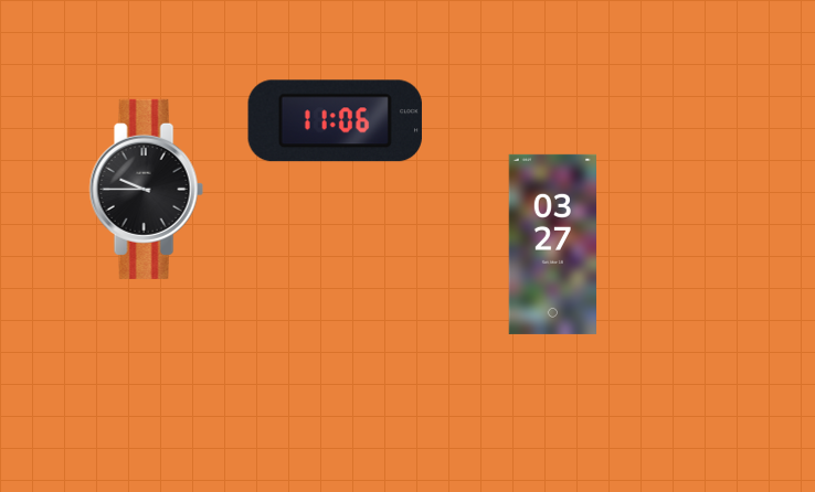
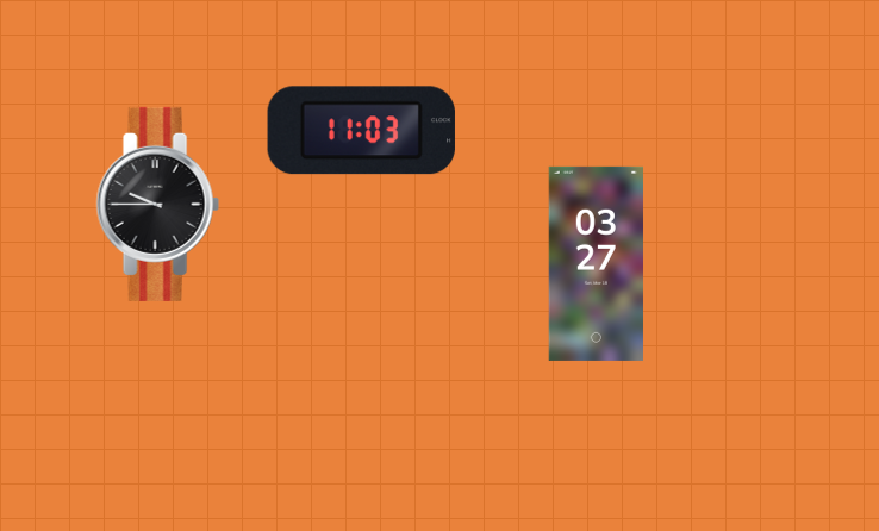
clock at (335, 121): 11:06 -> 11:03
